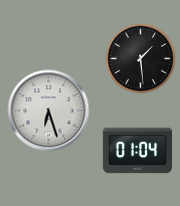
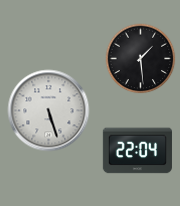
clock at (49, 111): 6:27 -> 5:27
clock at (137, 151): 01:04 -> 22:04
